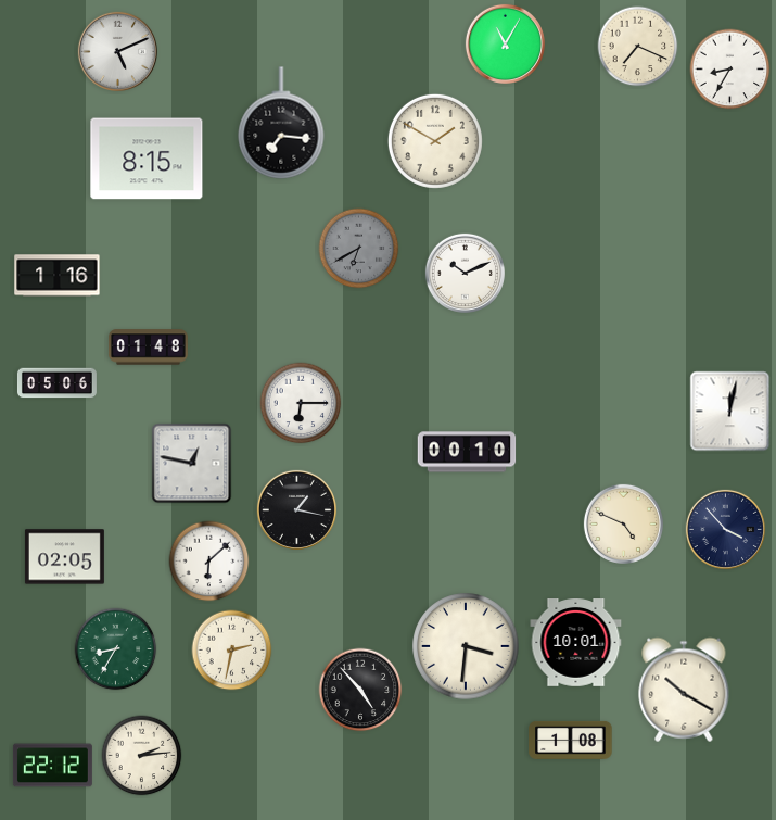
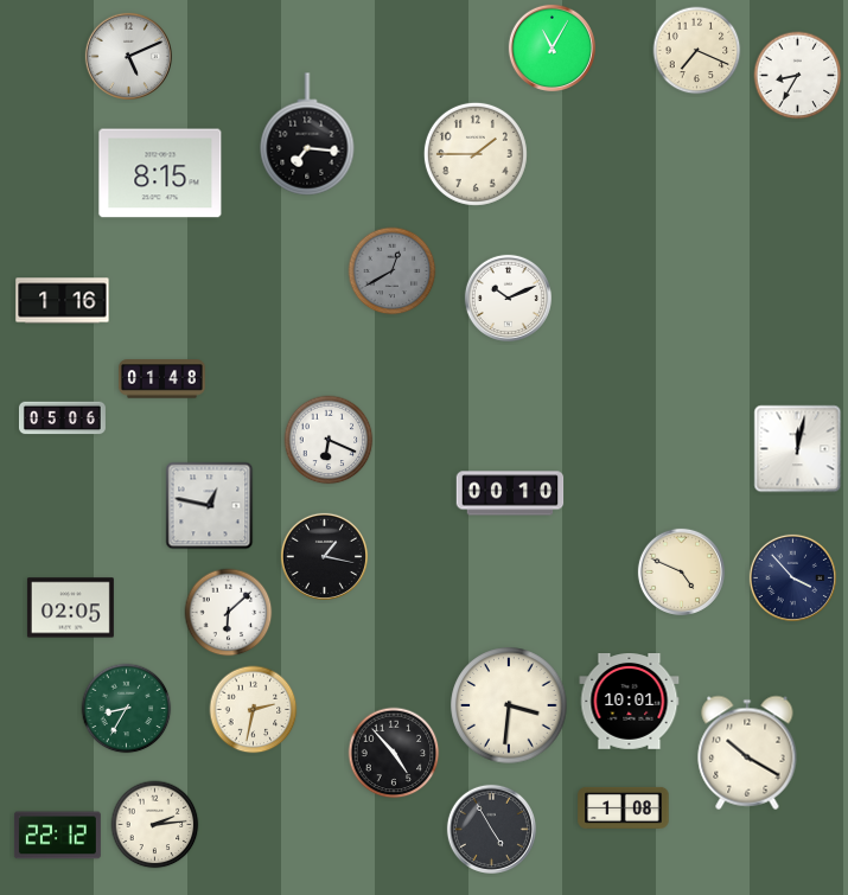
clock at (435, 141): 1:50 -> 1:45
clock at (359, 249): 6:40 -> 12:40
clock at (301, 403): 6:15 -> 6:19
clock at (491, 829): none -> 4:55
